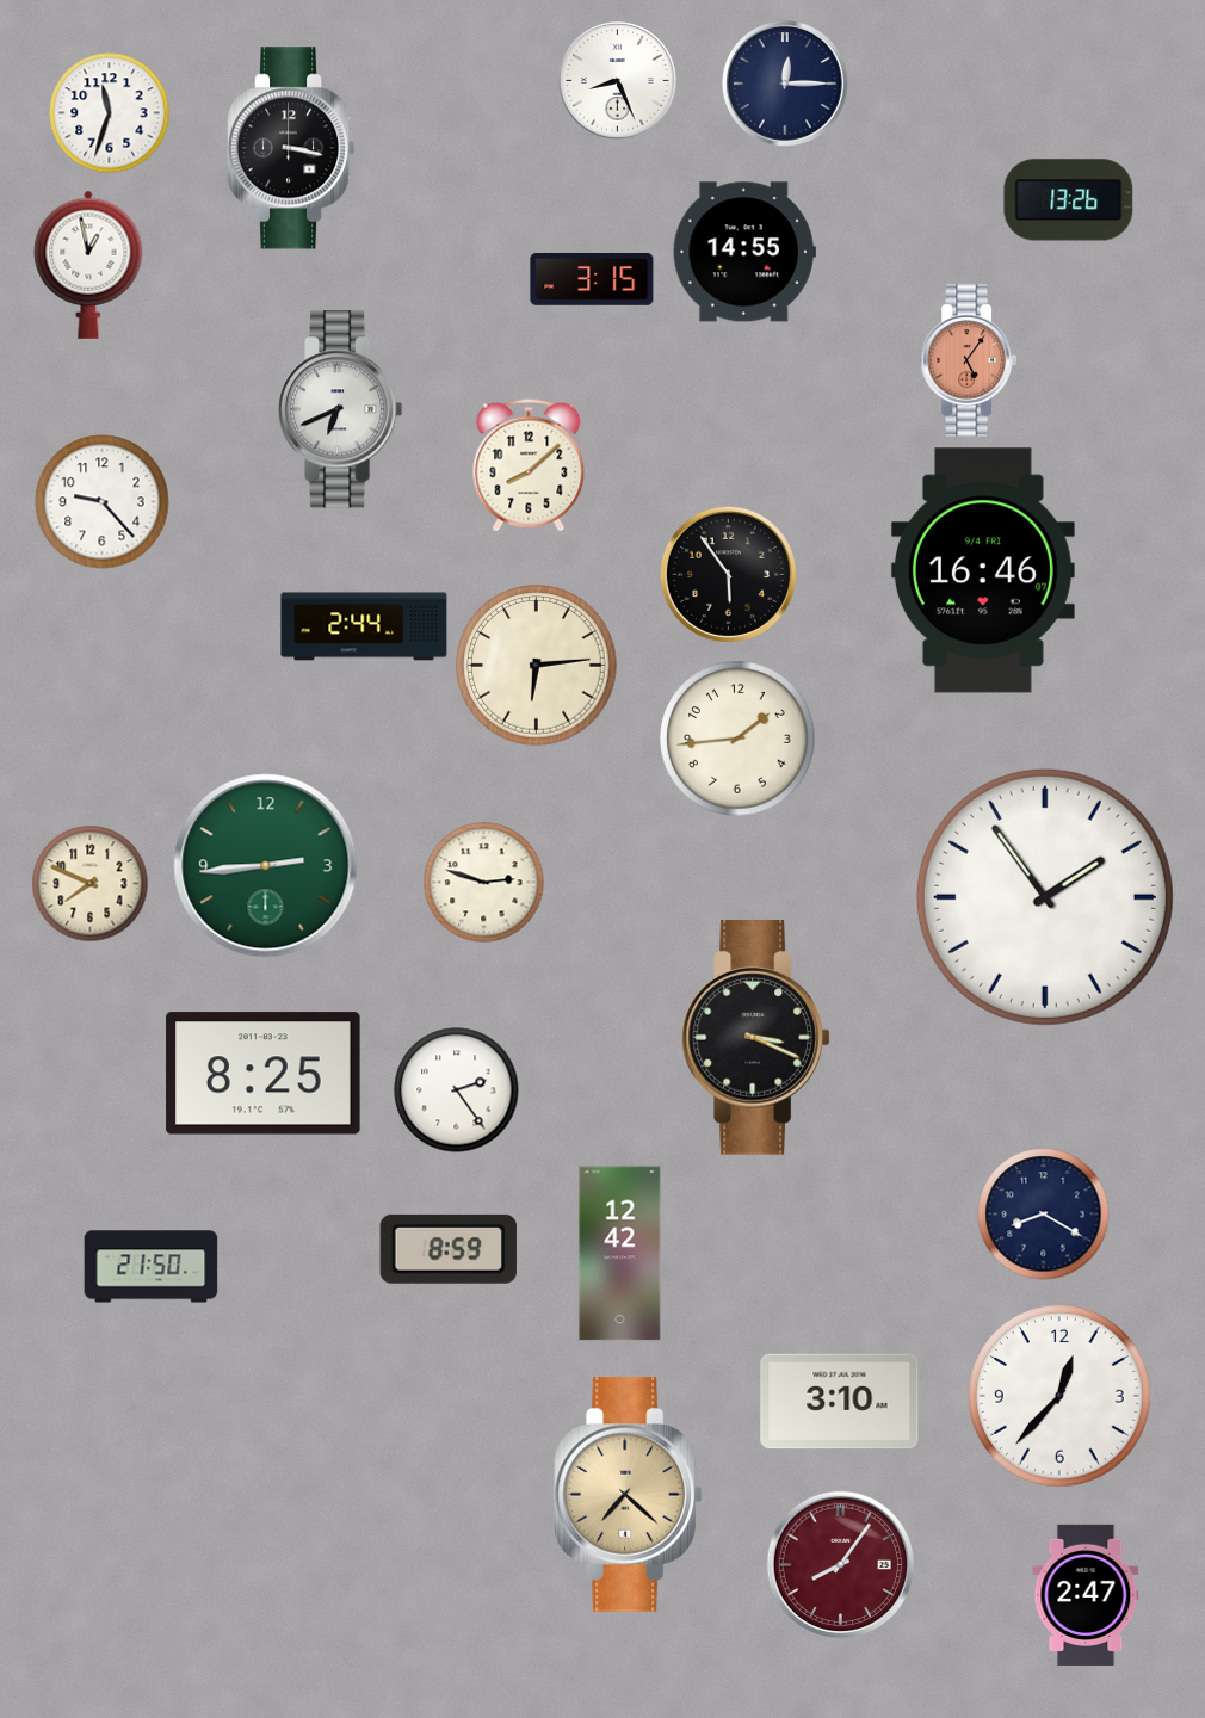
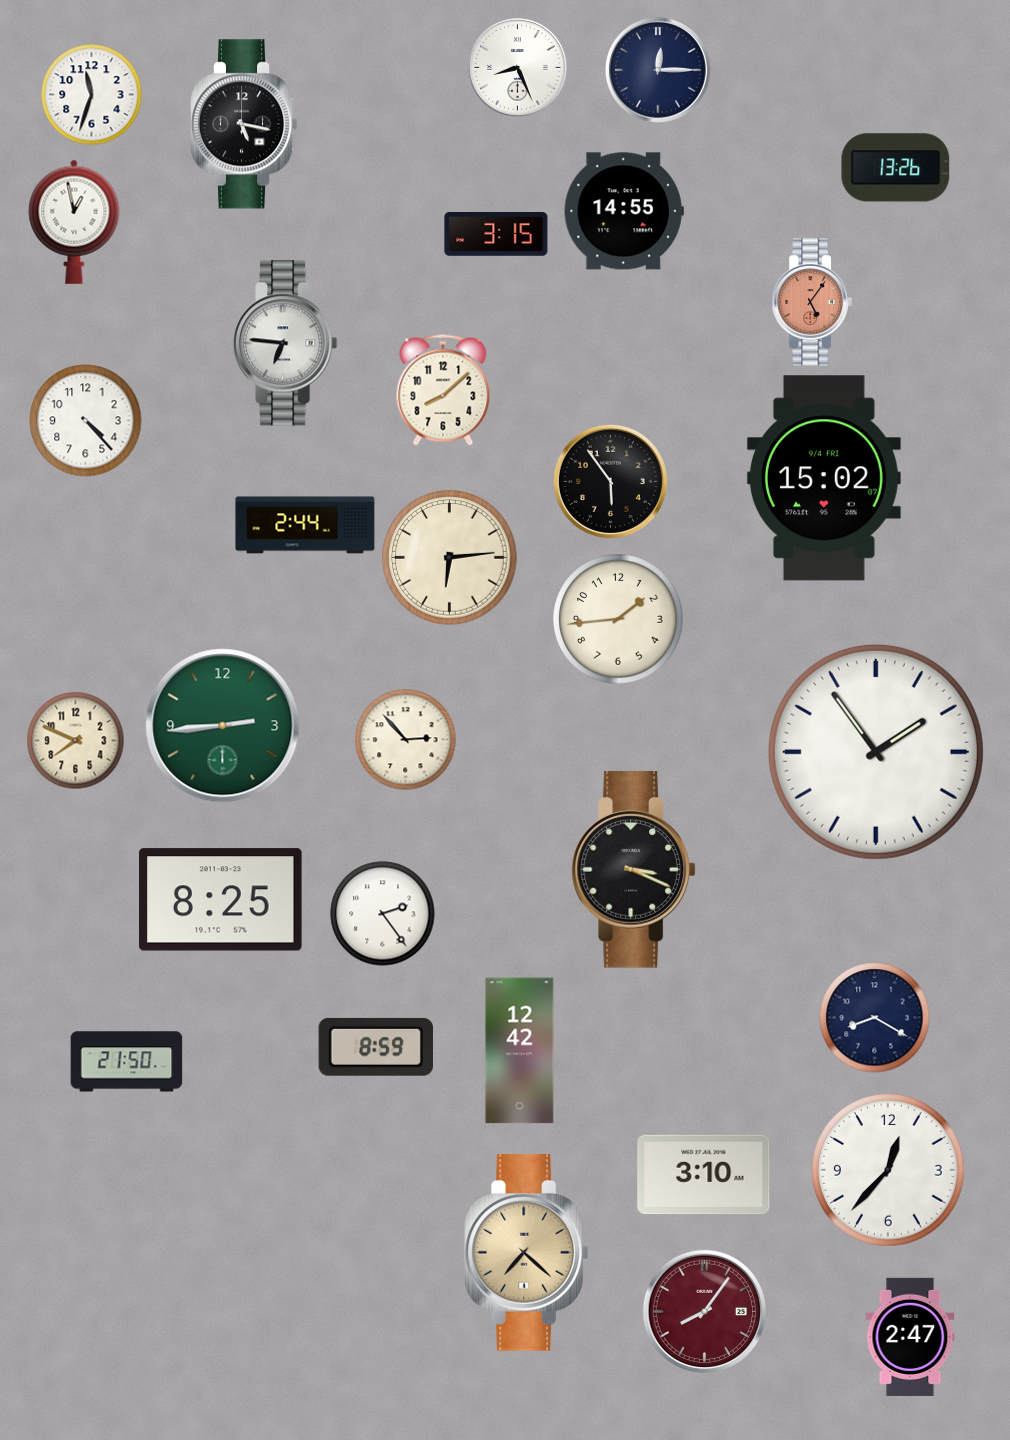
clock at (291, 148): 3:17 -> 5:17
clock at (340, 409): 6:41 -> 6:46
clock at (103, 502): 9:23 -> 4:23
clock at (983, 570): 16:46 -> 15:02
clock at (484, 883): 2:48 -> 2:53
